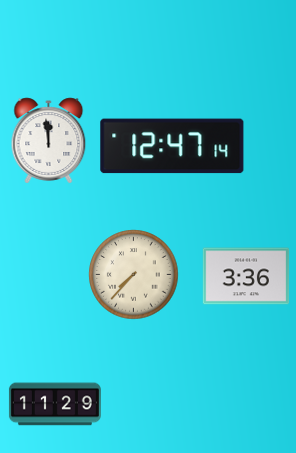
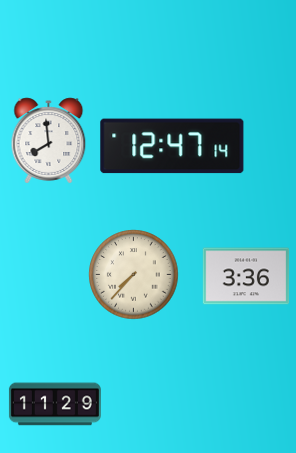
clock at (49, 141): 11:59 -> 7:59
